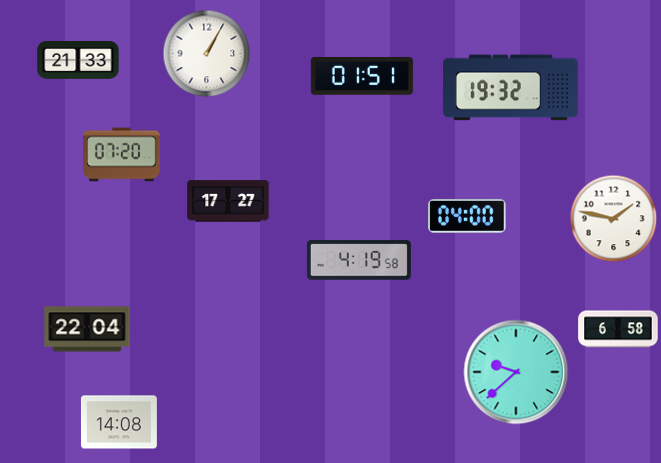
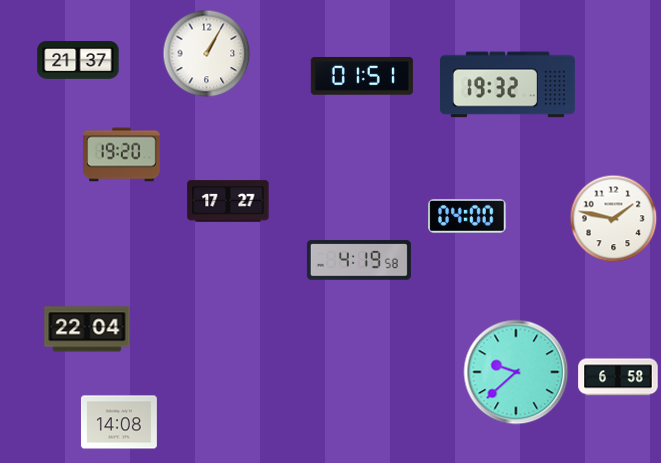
clock at (78, 60): 21:33 -> 21:37
clock at (510, 88) position: (510, 88) -> (507, 85)
clock at (122, 155): 07:20 -> 19:20
clock at (618, 329) position: (618, 329) -> (618, 377)
